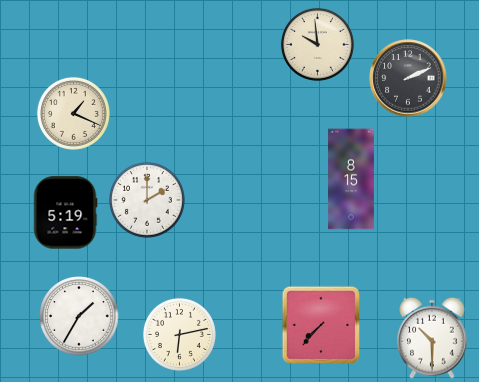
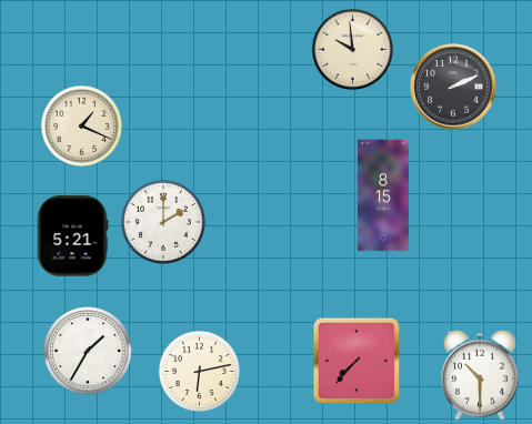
clock at (351, 179) position: (351, 179) -> (383, 195)
clock at (65, 213): 5:19 -> 5:21
